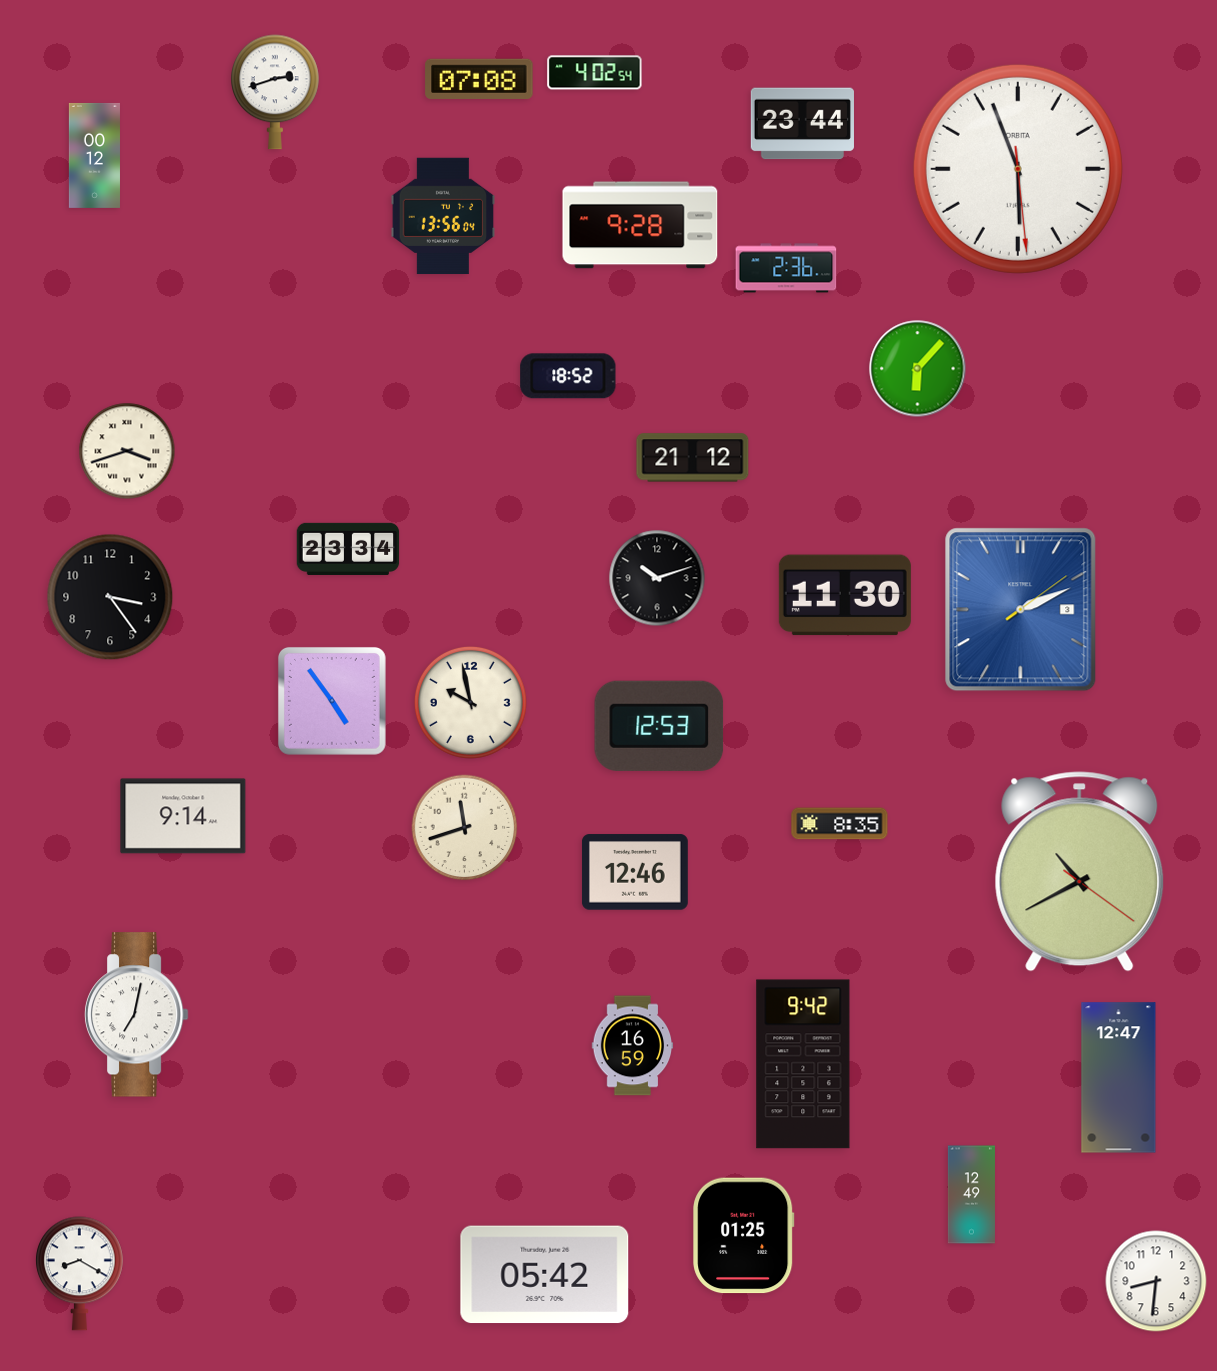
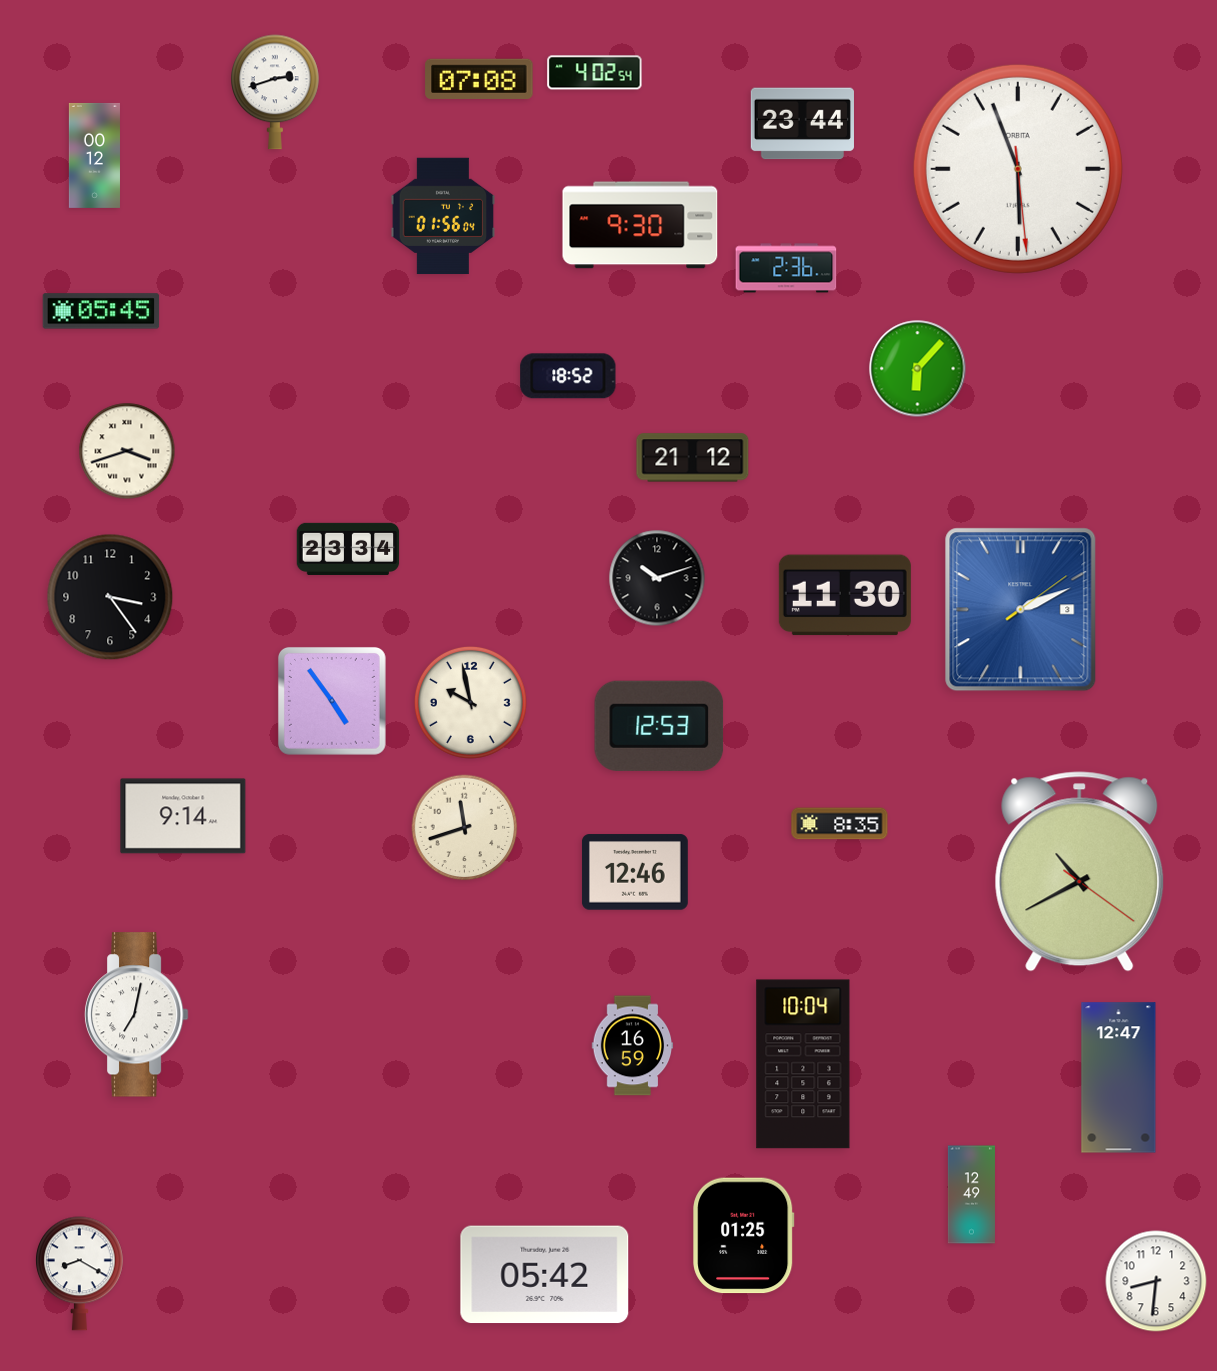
clock at (443, 216): 13:56 -> 01:56
clock at (640, 225): 9:28 -> 9:30
clock at (101, 311): none -> 05:45
clock at (803, 1064): 9:42 -> 10:04
